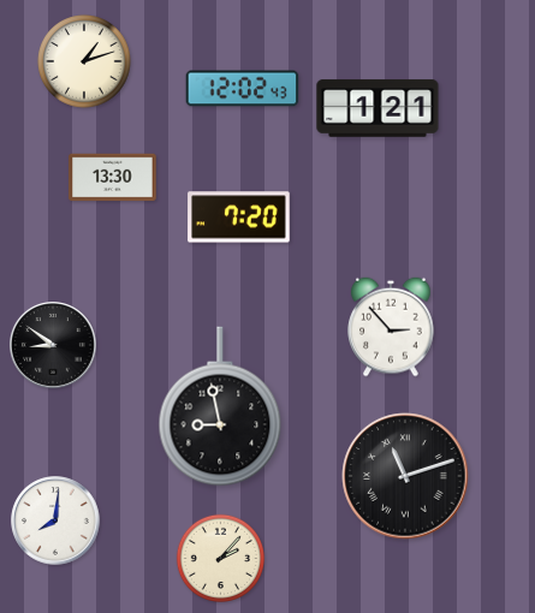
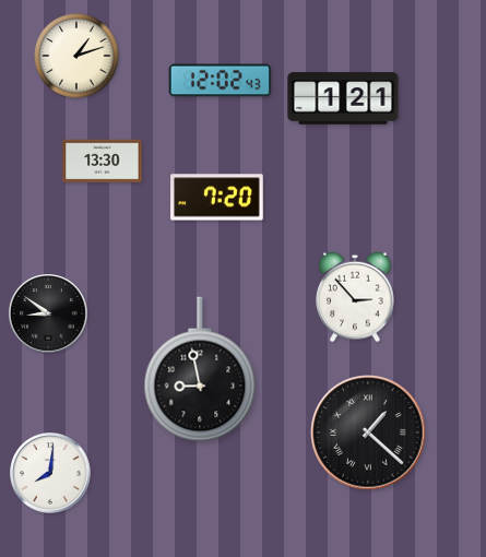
clock at (405, 476): 11:12 -> 1:22
clock at (220, 558): 2:07 -> none
